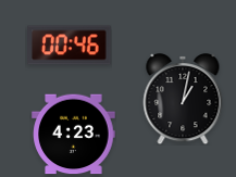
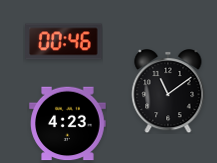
clock at (183, 100): 1:02 -> 11:09
